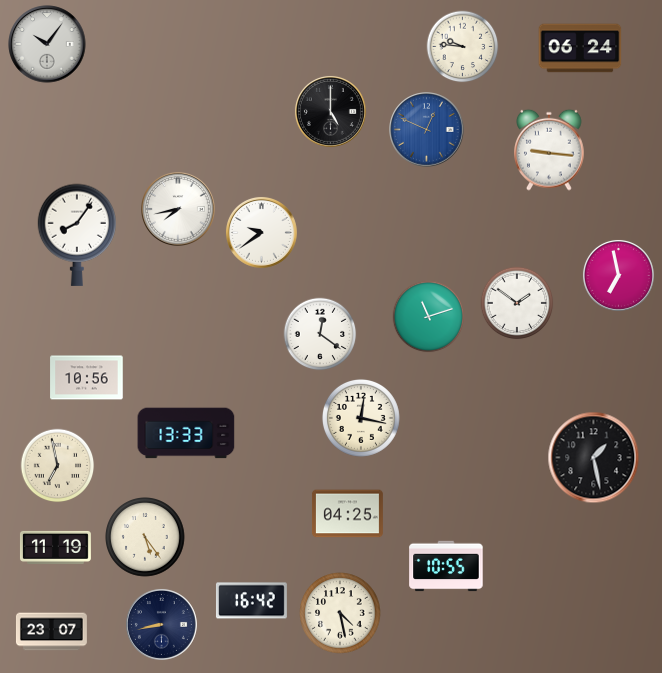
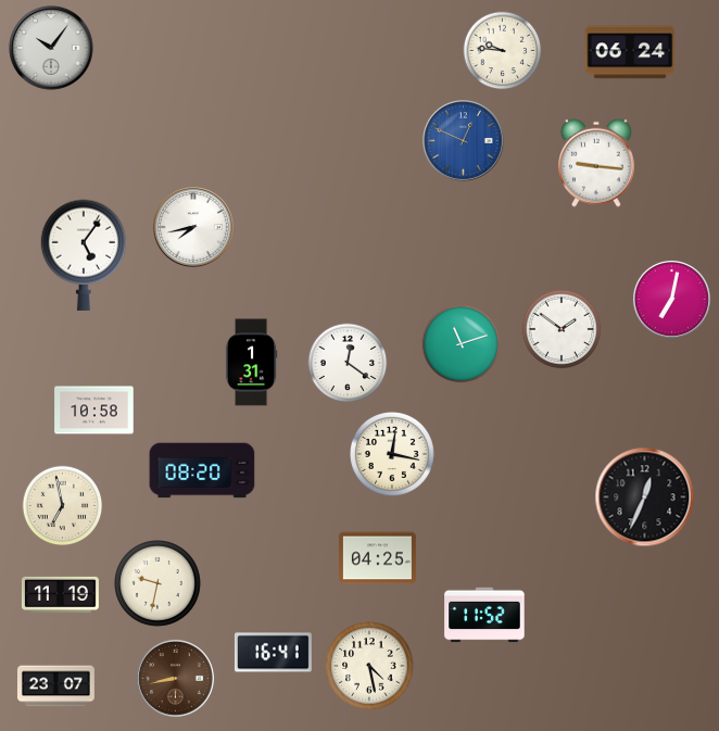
clock at (330, 111): 5:00 -> none
clock at (261, 232): 9:39 -> none
clock at (76, 235): 8:06 -> 5:06
clock at (618, 275): 6:58 -> 7:02
clock at (429, 317) position: (429, 317) -> (462, 344)
clock at (251, 363): none -> 1:31
clock at (87, 378): 10:56 -> 10:58
clock at (186, 433): 13:33 -> 08:20
clock at (594, 458): 1:28 -> 12:34
clock at (146, 538): 5:24 -> 9:32
clock at (446, 566): 10:55 -> 11:52
clock at (251, 601): 16:42 -> 16:41
clock at (161, 624) dial: navy -> brown
